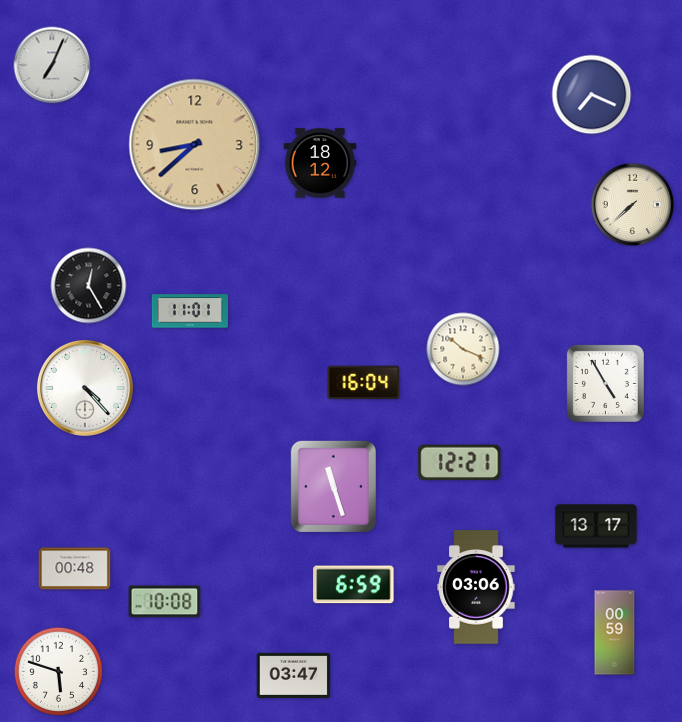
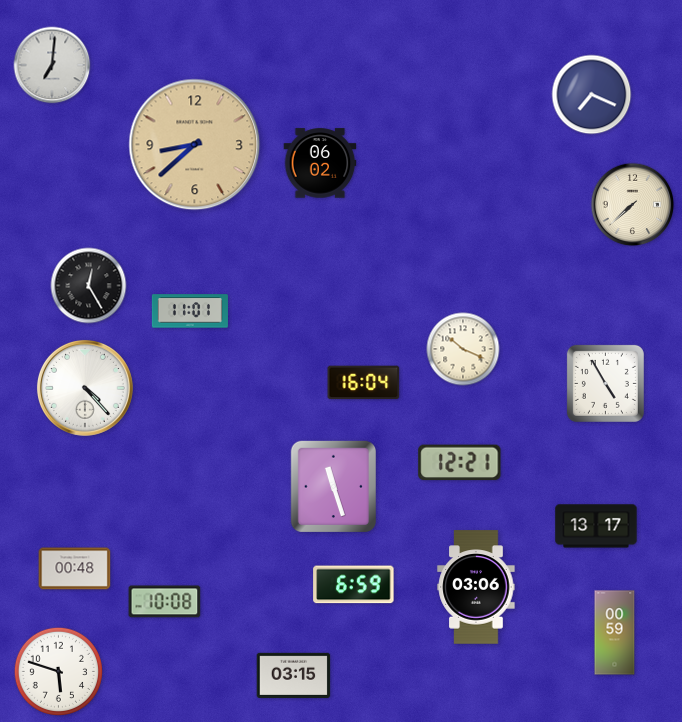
clock at (52, 65): 7:04 -> 7:01
clock at (320, 163): 18:12 -> 06:02
clock at (294, 675): 03:47 -> 03:15
